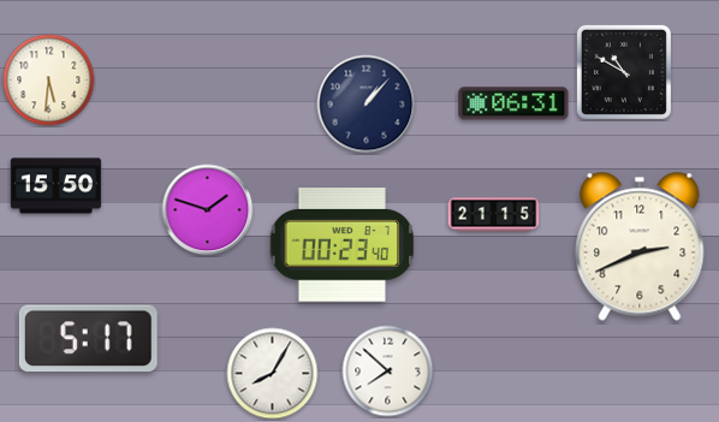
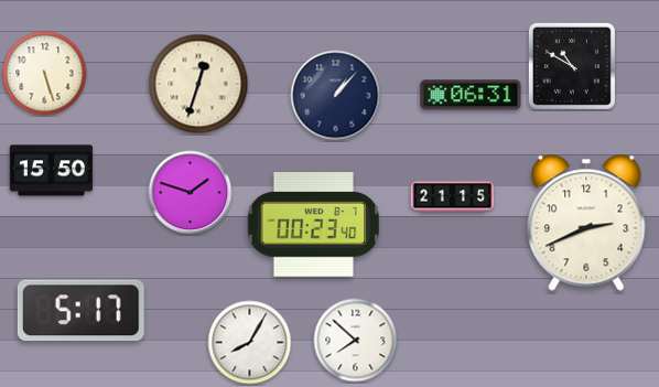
clock at (49, 81): 5:31 -> 5:27
clock at (198, 84): none -> 12:33
clock at (640, 246) position: (640, 246) -> (586, 223)
